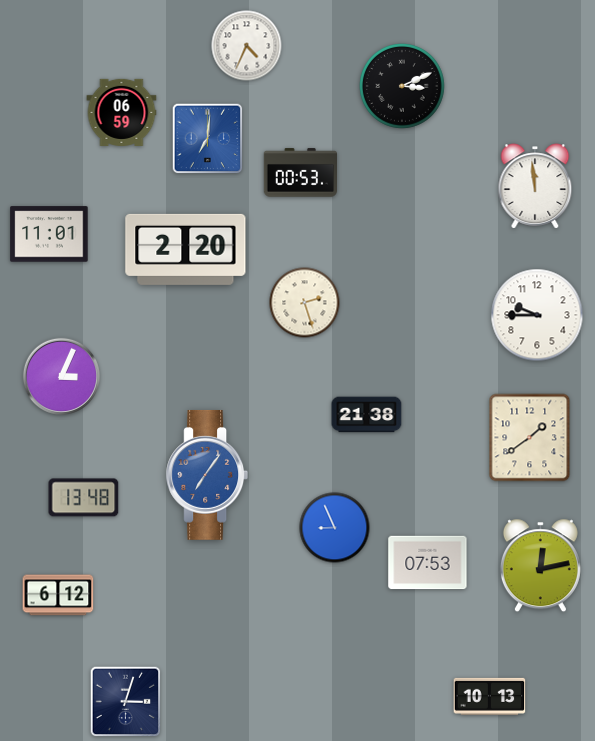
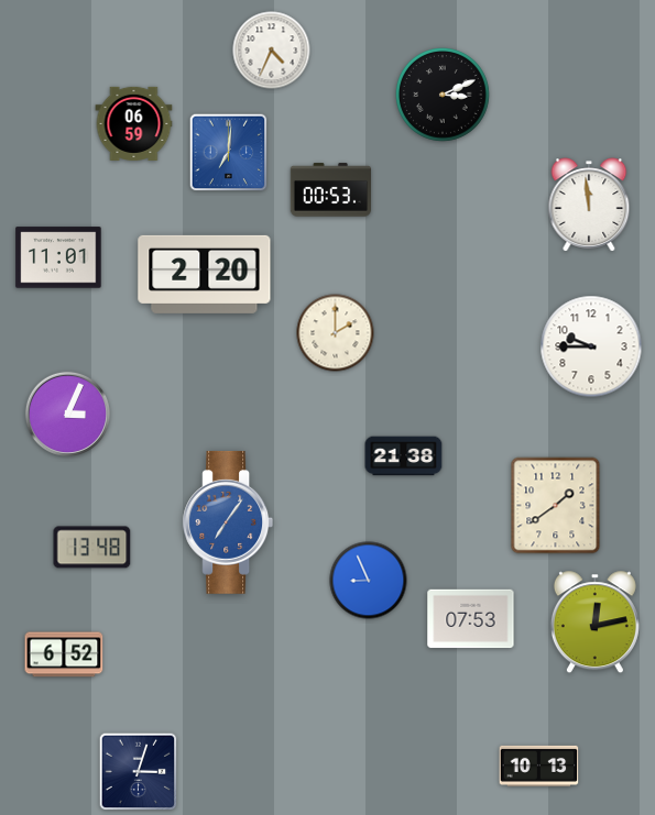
clock at (49, 234) position: (49, 234) -> (58, 257)
clock at (305, 303): 2:27 -> 2:00
clock at (530, 438) position: (530, 438) -> (556, 506)
clock at (58, 595): 6:12 -> 6:52
